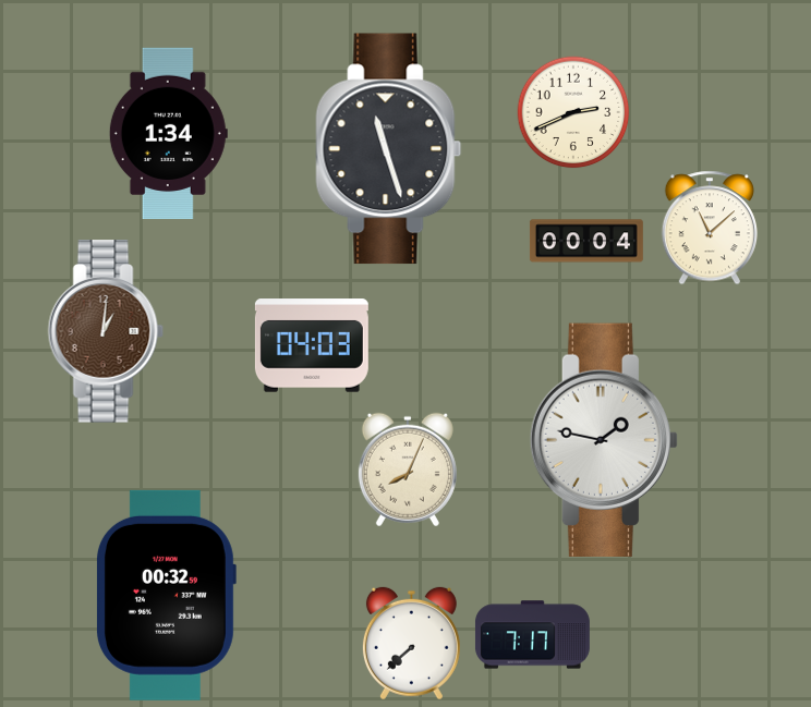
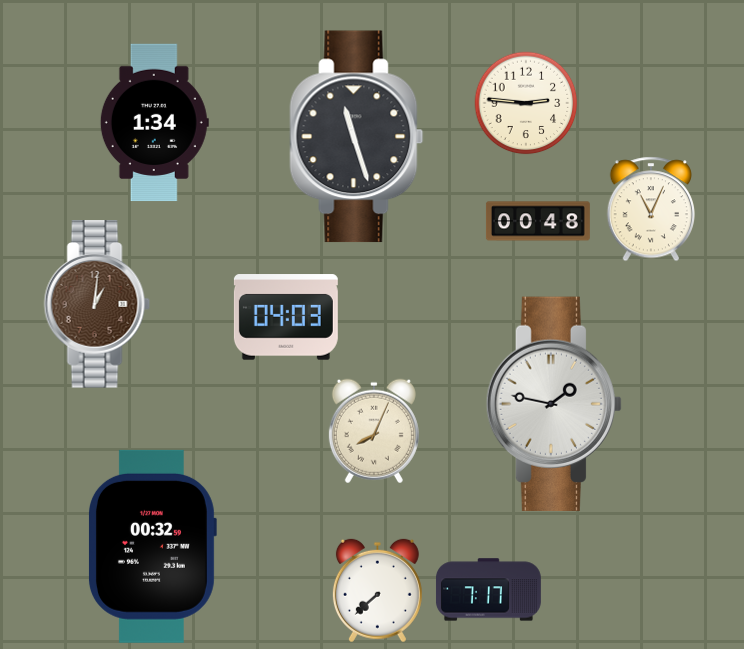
clock at (573, 112): 2:41 -> 2:46
clock at (709, 228): 11:08 -> 11:04
clock at (586, 241): 00:04 -> 00:48
clock at (532, 635) position: (532, 635) -> (488, 590)
